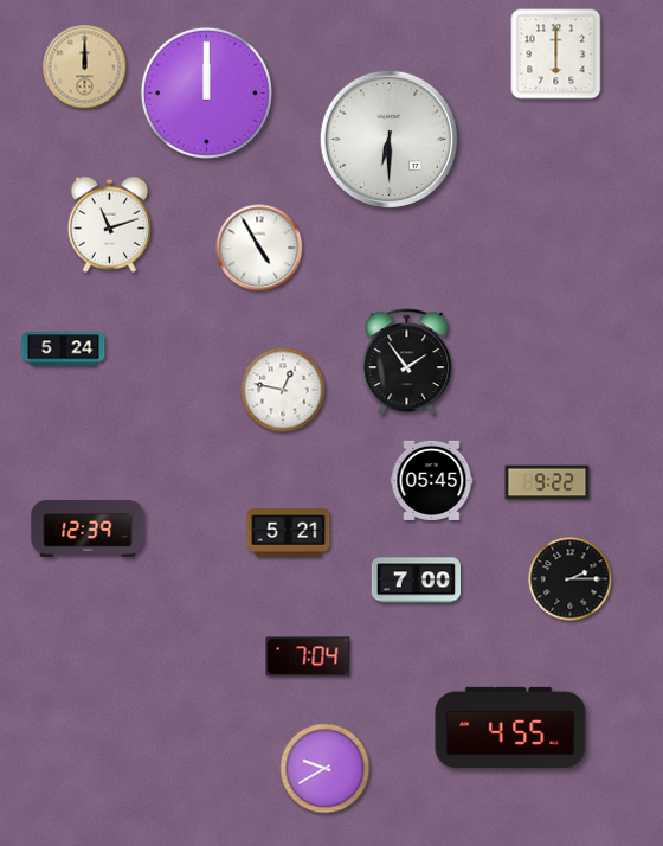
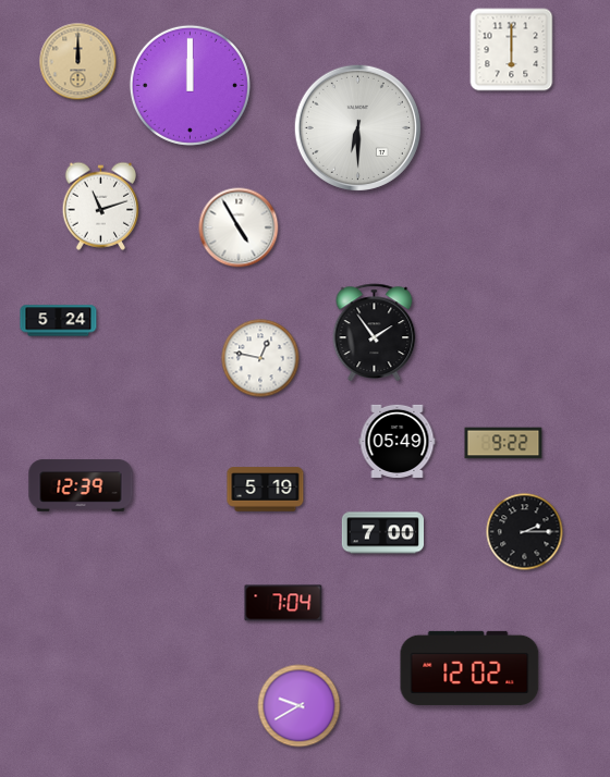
clock at (432, 480): 05:45 -> 05:49
clock at (289, 533): 5:21 -> 5:19
clock at (510, 728): 4:55 -> 12:02
